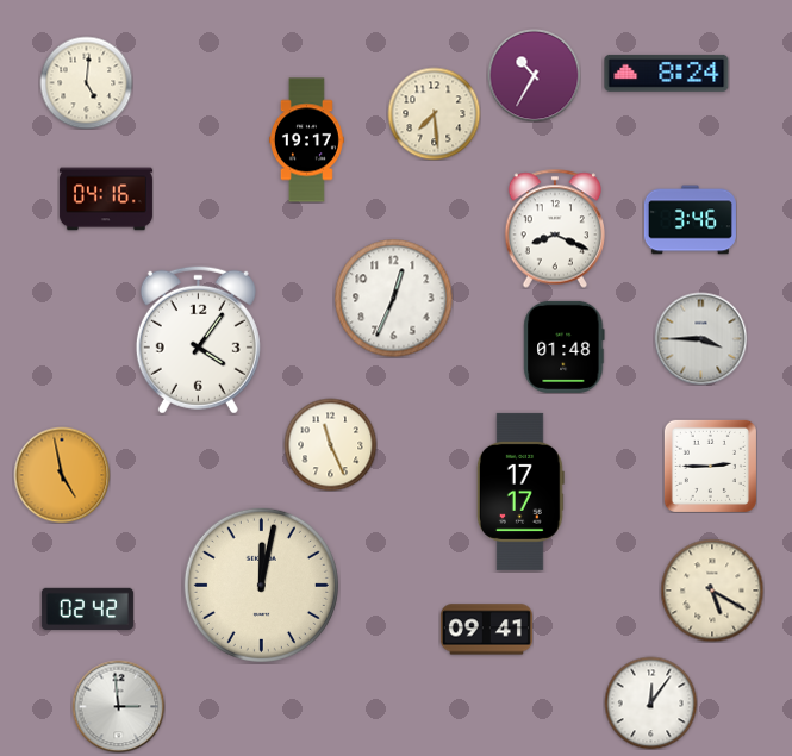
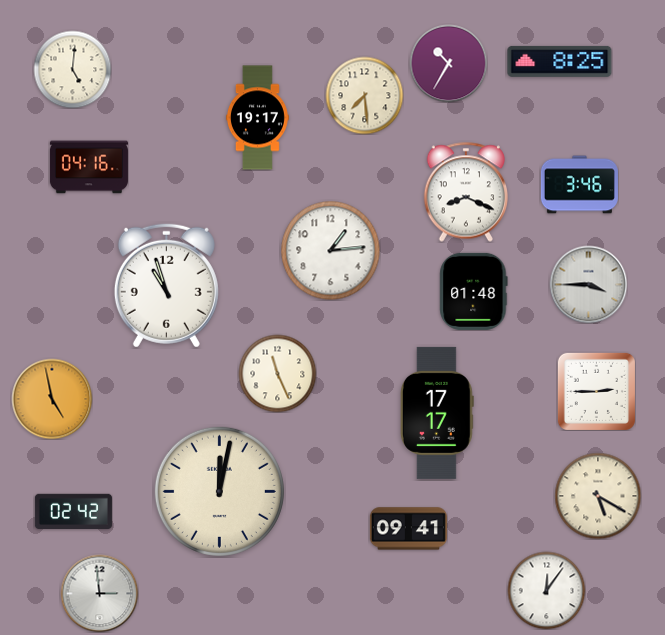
clock at (667, 73): 8:24 -> 8:25
clock at (394, 299): 12:34 -> 1:14
clock at (198, 339): 4:06 -> 10:57
